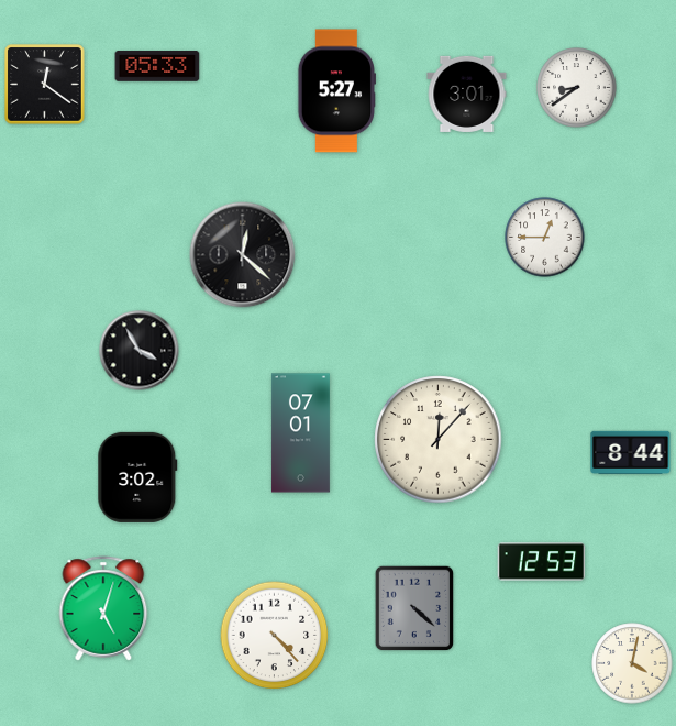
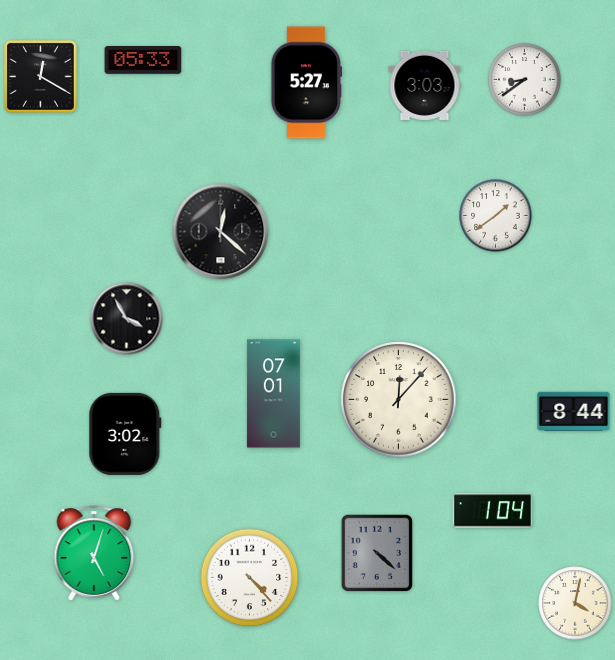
clock at (45, 85): 12:21 -> 12:20
clock at (467, 94): 3:01 -> 3:03
clock at (545, 238): 12:45 -> 1:39
clock at (542, 562): 12:53 -> 1:04
